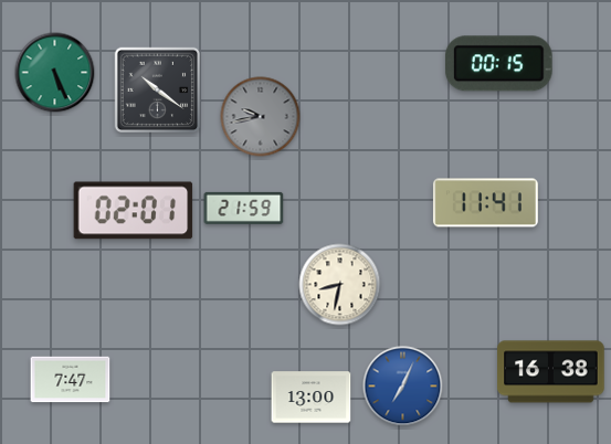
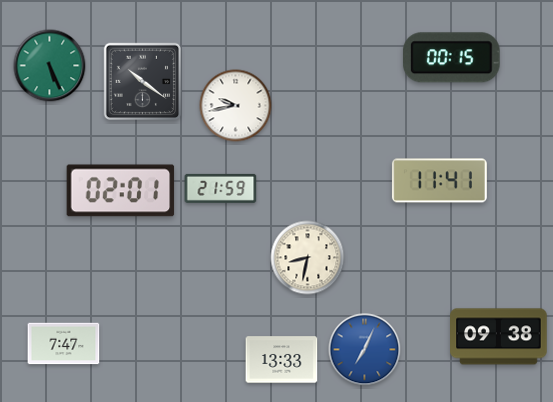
clock at (261, 117) dial: grey -> white
clock at (485, 203) position: (485, 203) -> (439, 181)
clock at (551, 372): 16:38 -> 09:38
clock at (312, 398): 13:00 -> 13:33
